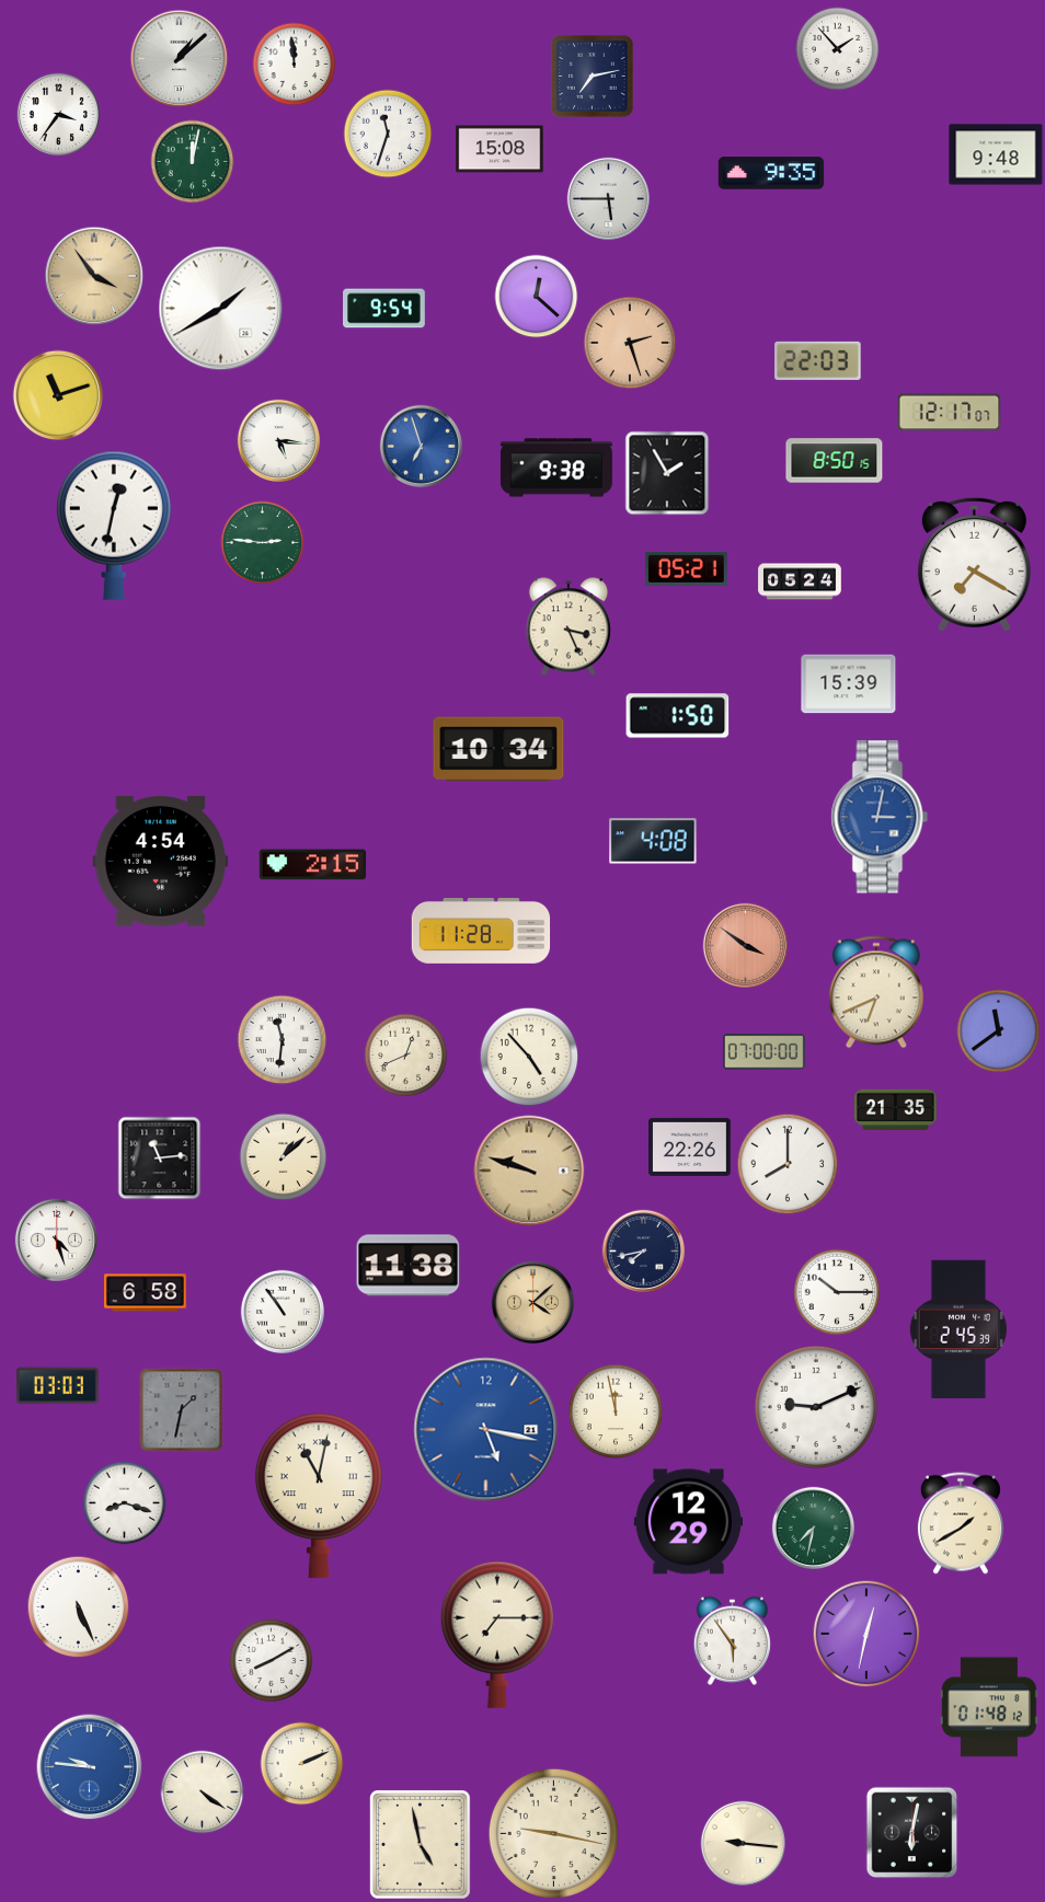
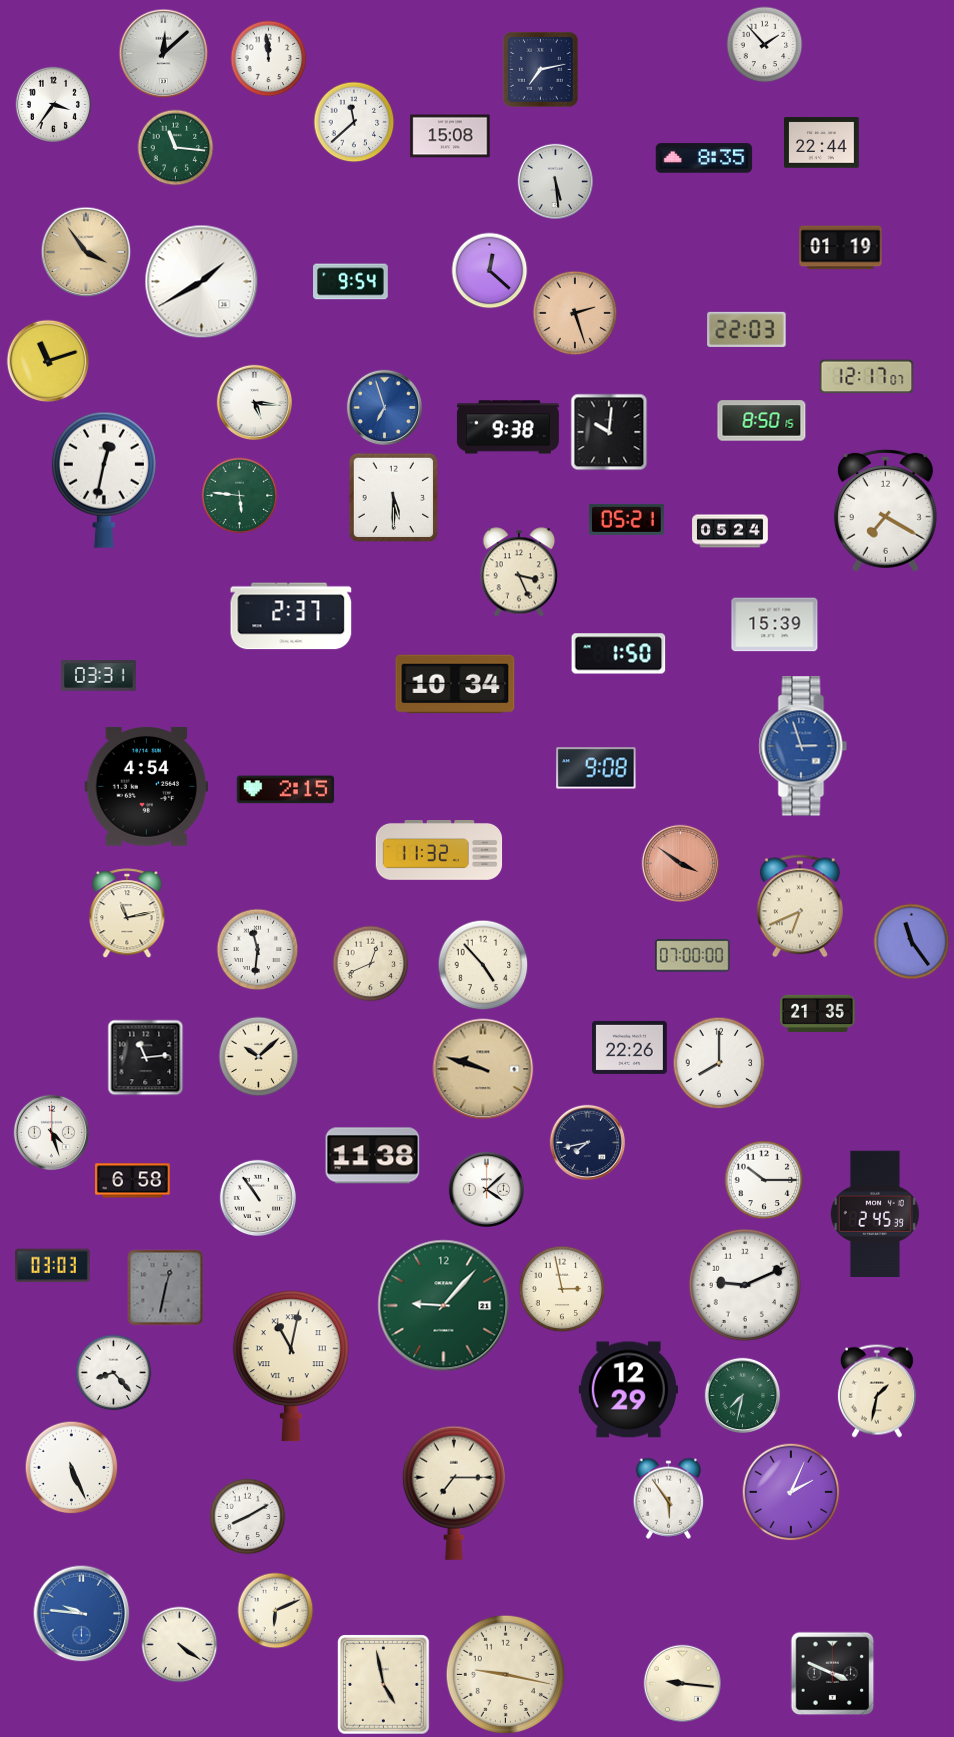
clock at (180, 59): 1:08 -> 12:08
clock at (388, 134): 11:33 -> 11:38
clock at (499, 149) position: (499, 149) -> (450, 136)
clock at (996, 154): 9:48 -> none
clock at (822, 143): none -> 22:44
clock at (193, 162): 12:02 -> 11:16
clock at (771, 173): 9:35 -> 8:35
clock at (608, 198): 5:45 -> 5:29
clock at (841, 248): none -> 01:19
clock at (58, 395) position: (58, 395) -> (48, 361)
clock at (667, 473): 1:55 -> 10:01
clock at (263, 543): 2:46 -> 5:46
clock at (393, 497): none -> 5:30
clock at (974, 564) position: (974, 564) -> (885, 510)
clock at (291, 616): none -> 2:37
clock at (99, 676): none -> 03:31
clock at (880, 817): 3:02 -> 2:57
clock at (653, 841): 4:08 -> 9:08
clock at (481, 932): 11:28 -> 11:32
clock at (127, 914): none -> 11:13
clock at (999, 1031): 11:39 -> 11:24
clock at (763, 1052) position: (763, 1052) -> (692, 956)
clock at (284, 1157): 1:08 -> 10:08
clock at (532, 1302) dial: champagne -> white
clock at (182, 1410): 1:32 -> 12:32
clock at (616, 1411): 11:58 -> 2:58
clock at (486, 1430): 5:17 -> 9:07
clock at (486, 1430) dial: blue -> green
clock at (125, 1503): 8:18 -> 8:23
clock at (961, 1523): 1:40 -> 1:32
clock at (866, 1634): 12:32 -> 2:04
clock at (989, 1707): 01:48 -> none
clock at (302, 1764): 2:11 -> 6:11
clock at (203, 1793) position: (203, 1793) -> (180, 1645)
clock at (912, 1833): 6:02 -> 3:49
clock at (743, 1843) position: (743, 1843) -> (682, 1683)
